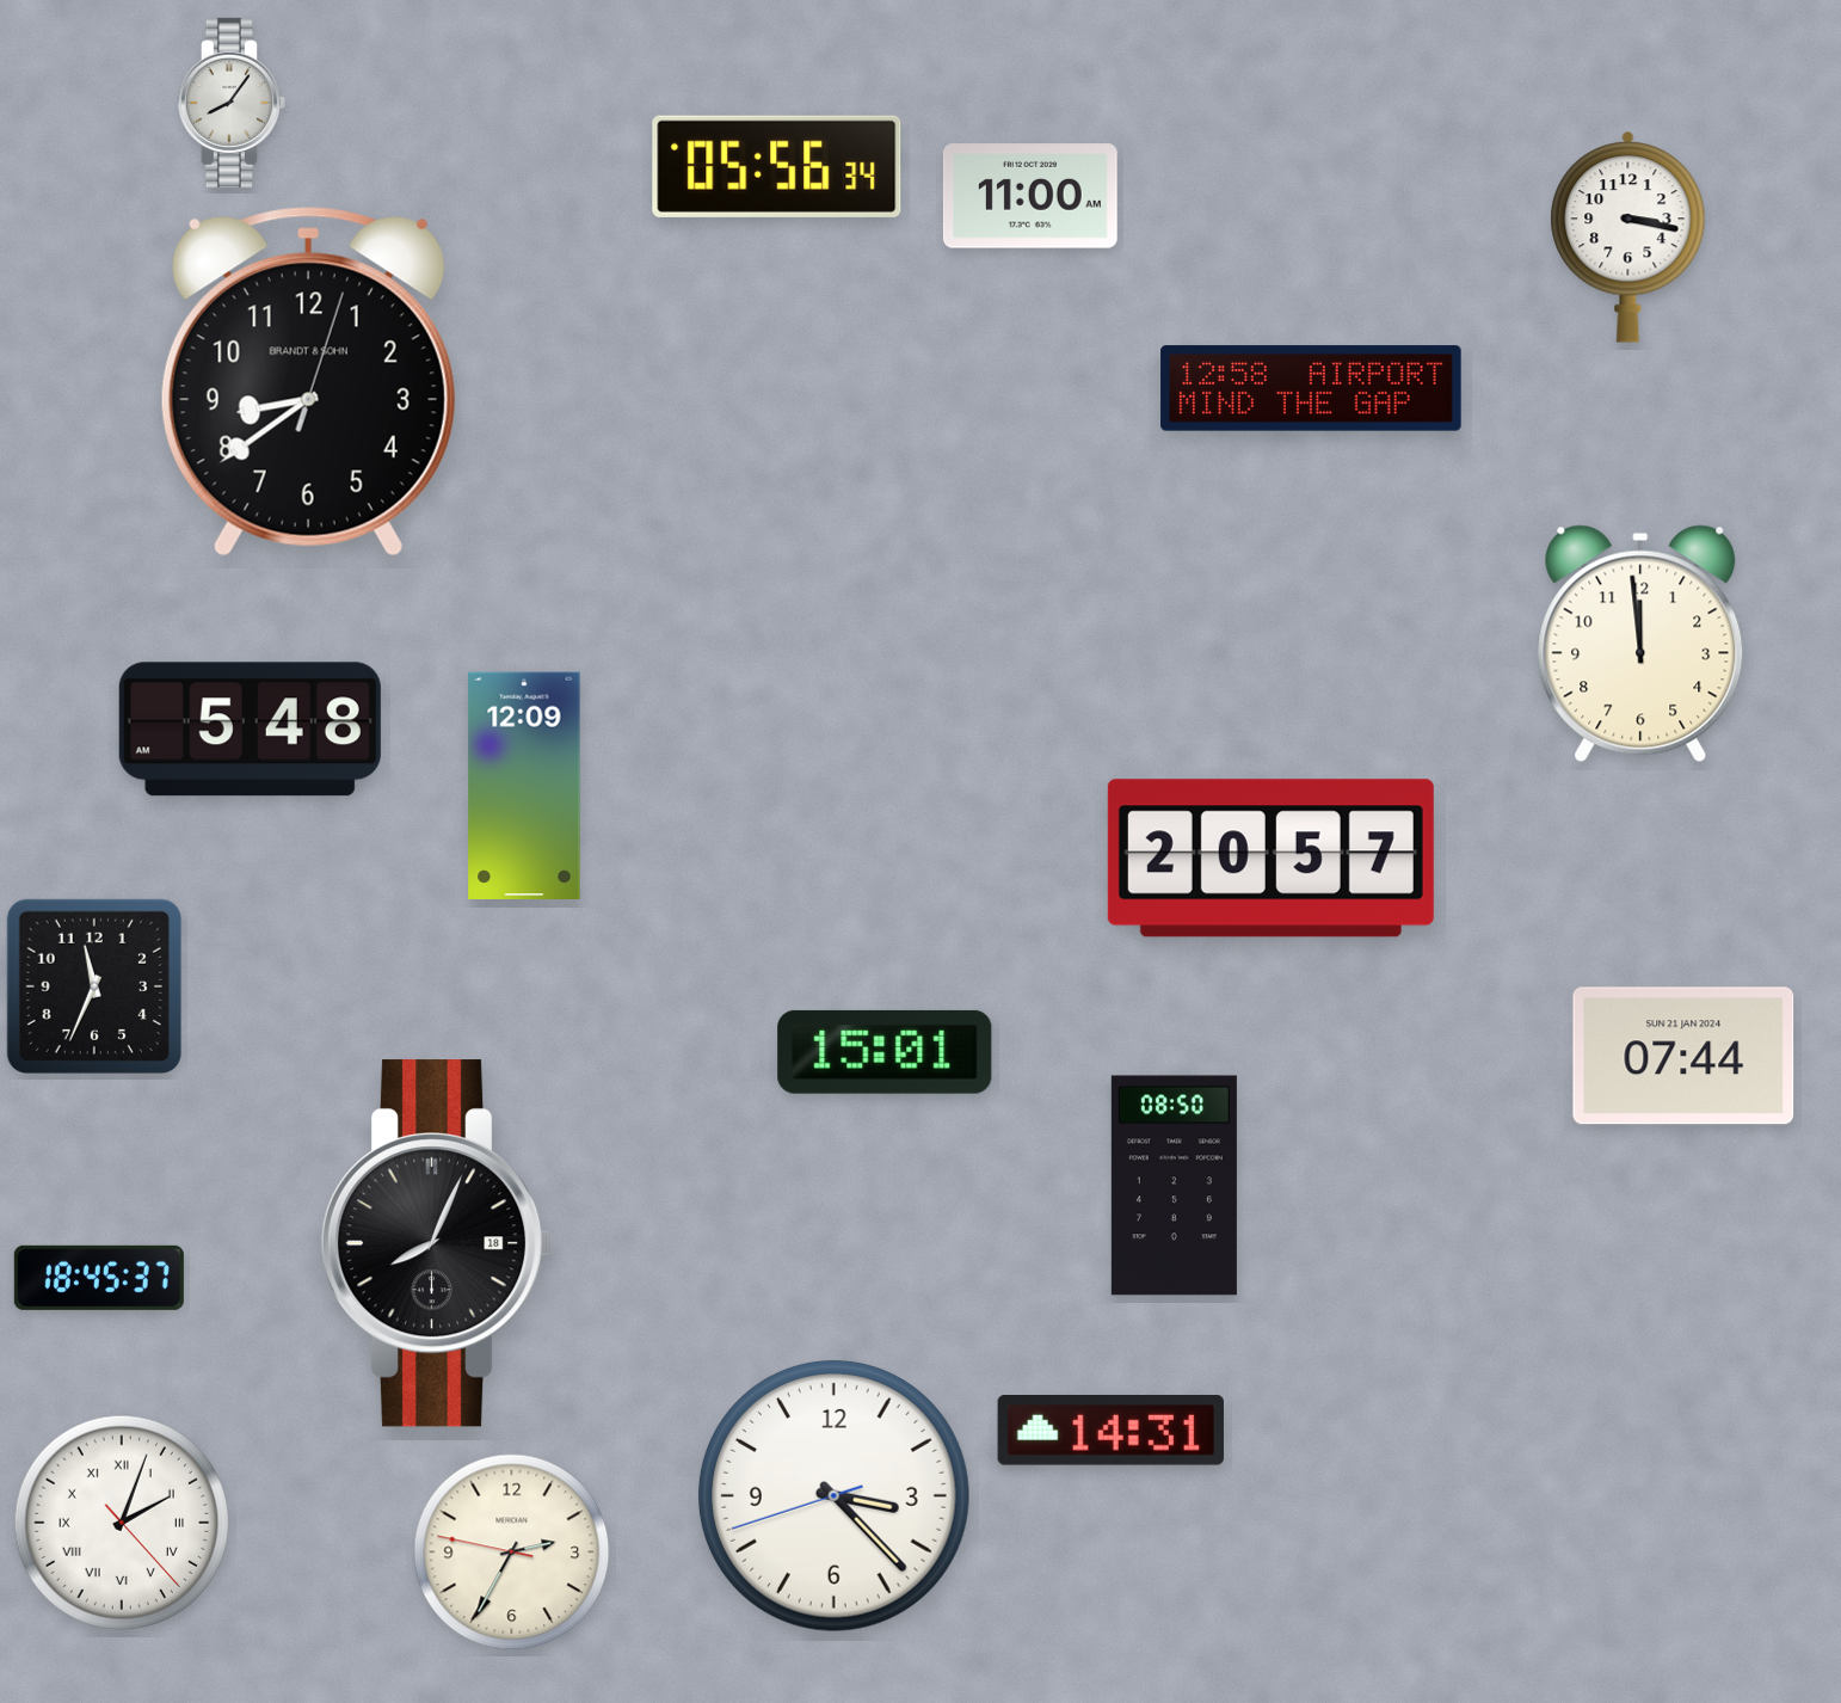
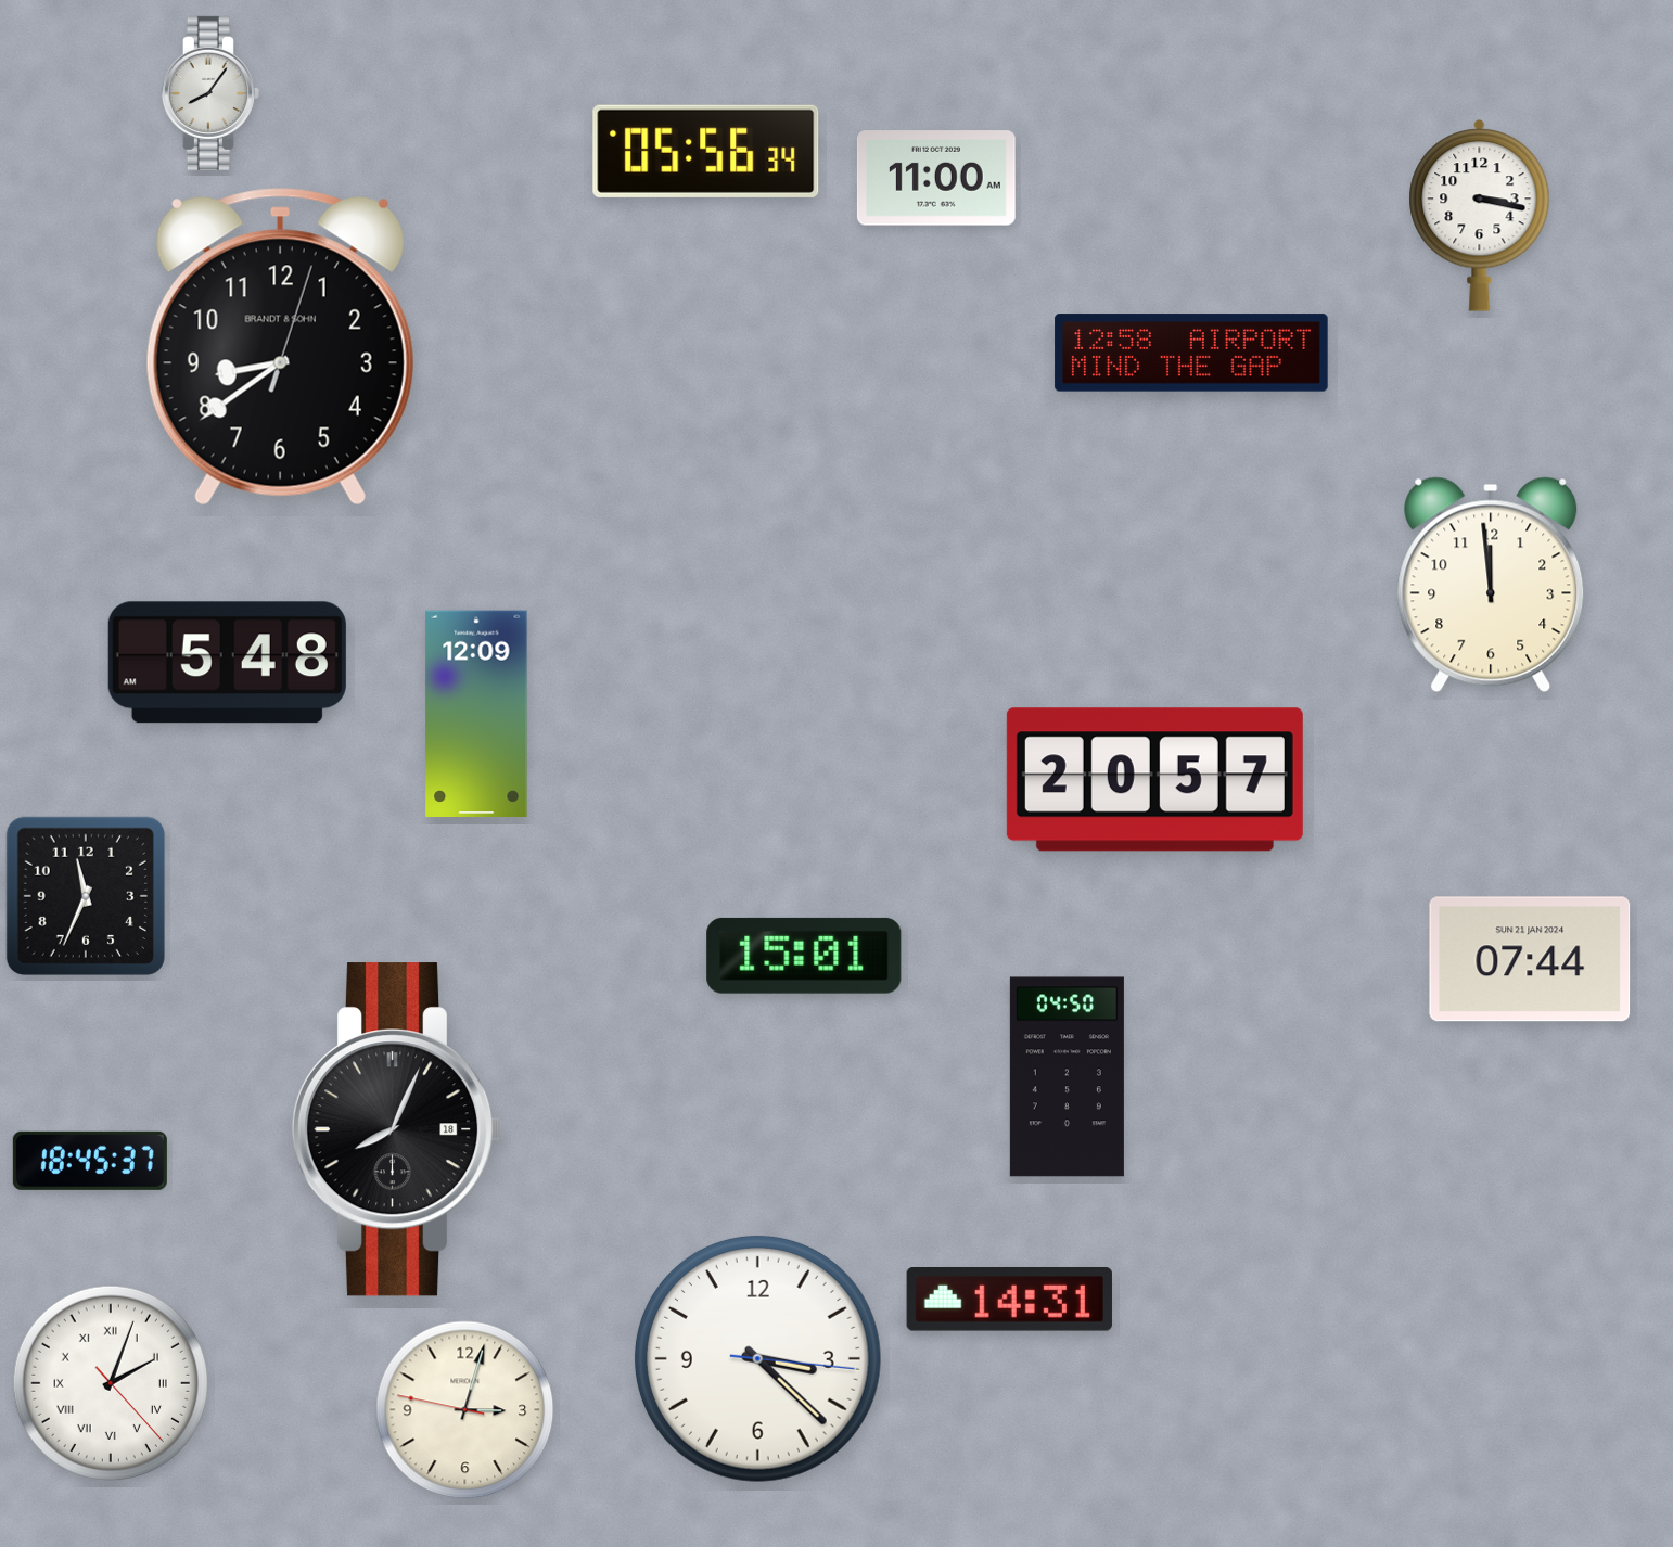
clock at (1174, 1186): 08:50 -> 04:50
clock at (833, 1495): 3:22:42 -> 3:22:16
clock at (512, 1553): 2:34 -> 3:02
